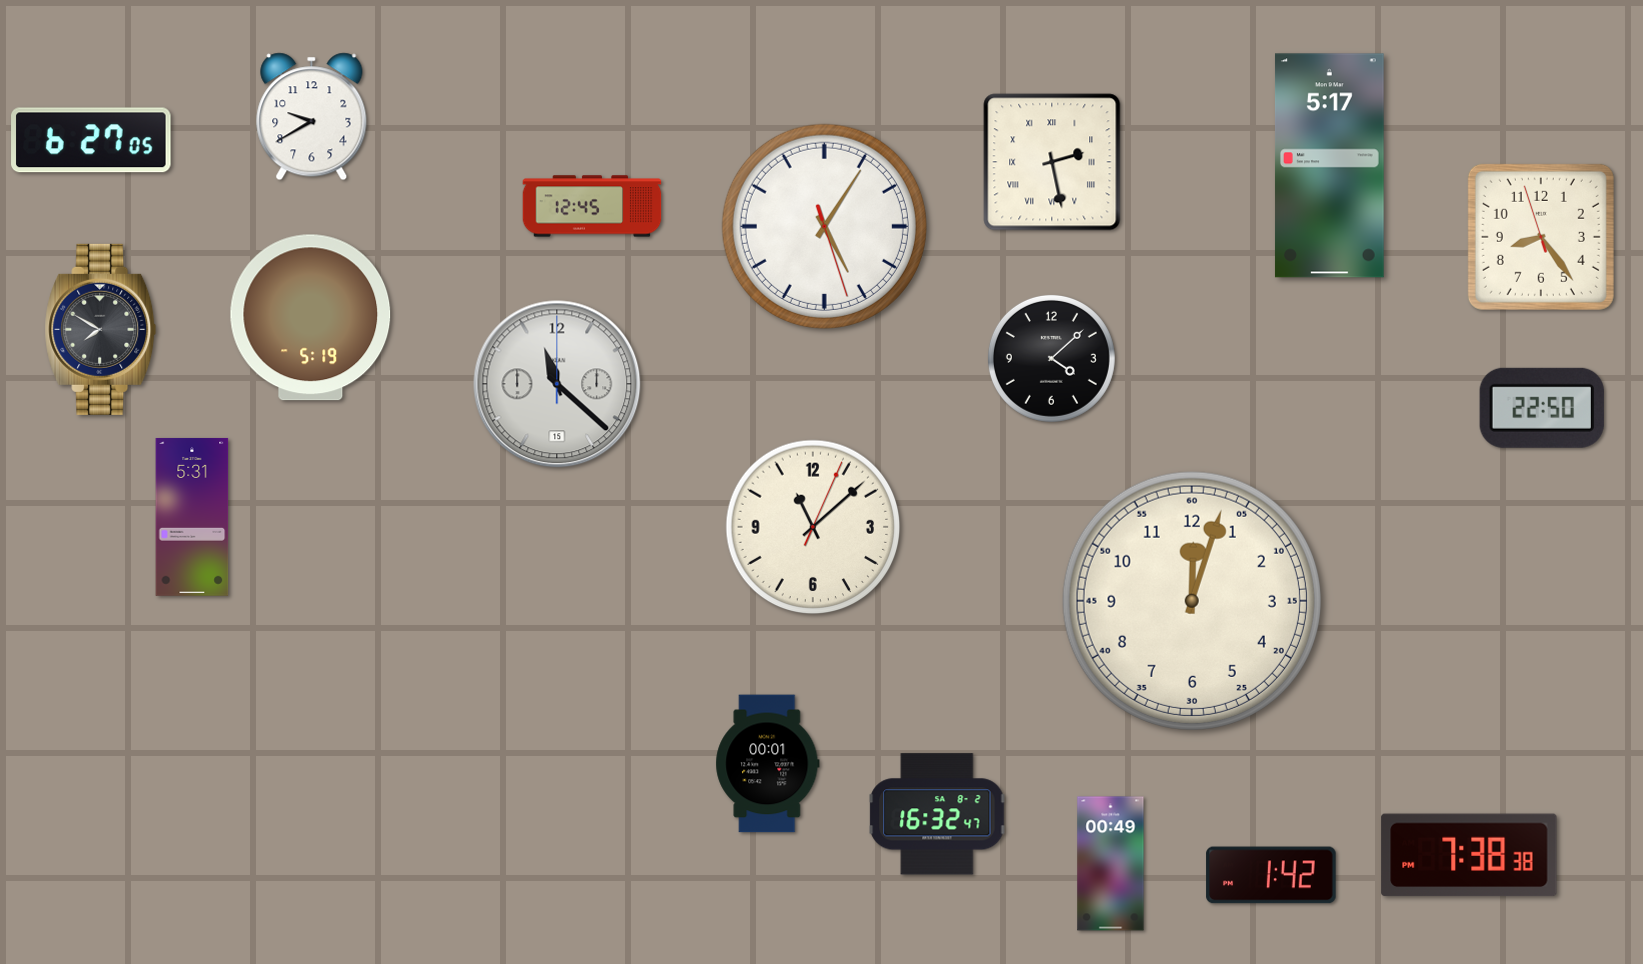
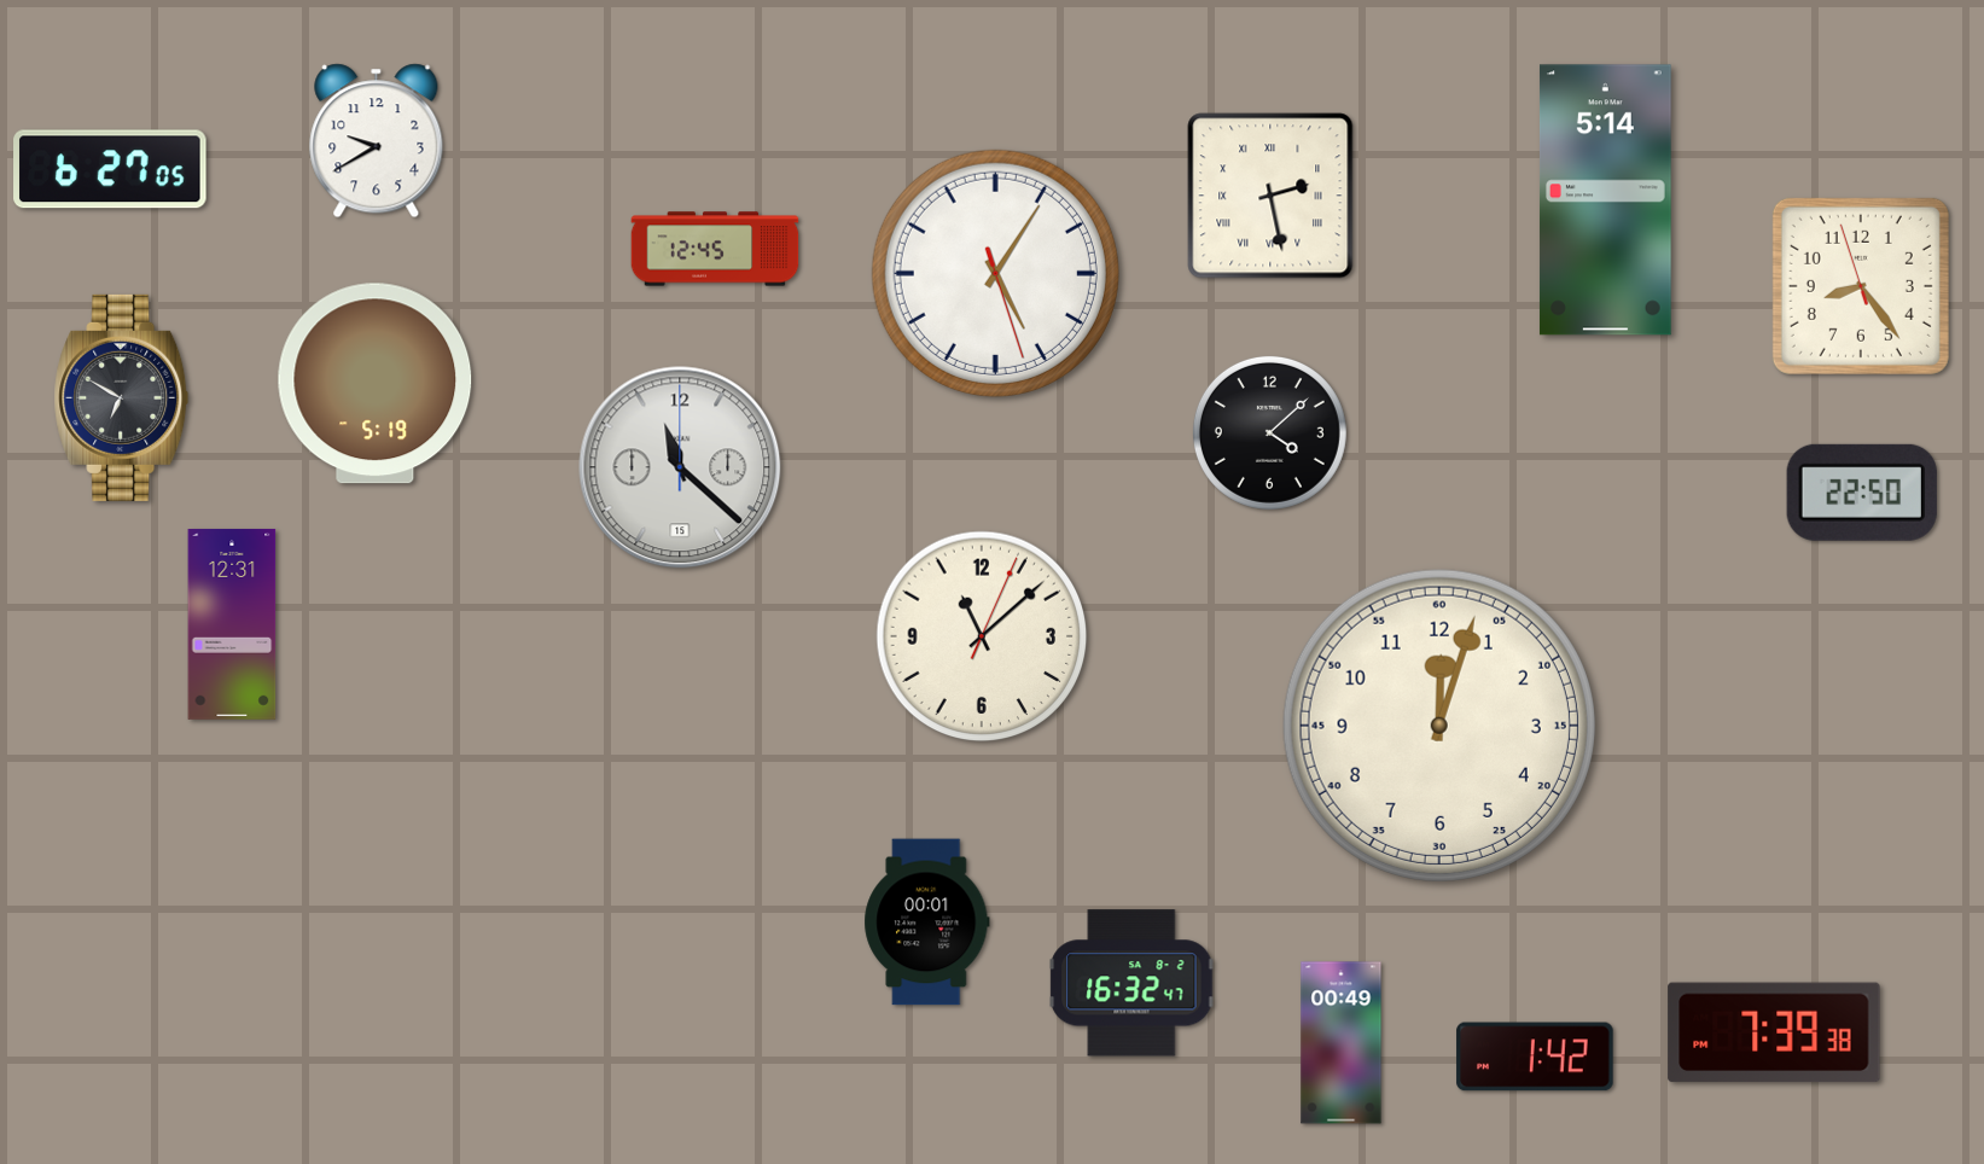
clock at (1329, 166): 5:17 -> 5:14
clock at (101, 329): 7:50 -> 6:50
clock at (557, 384) position: (557, 384) -> (680, 467)
clock at (192, 517): 5:31 -> 12:31
clock at (1469, 855): 7:38 -> 7:39
